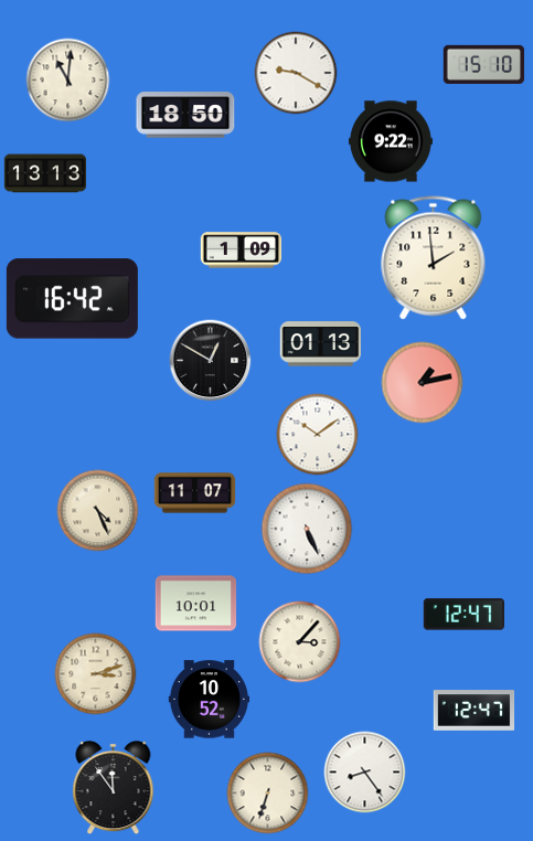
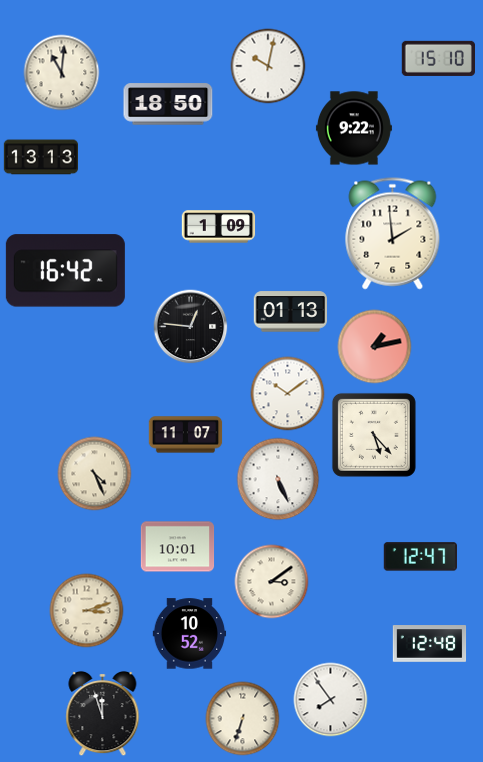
clock at (296, 73): 9:20 -> 10:02
clock at (211, 361): 12:50 -> 12:46
clock at (423, 383) position: (423, 383) -> (375, 347)
clock at (374, 435): none -> 5:23
clock at (195, 493) position: (195, 493) -> (186, 435)
clock at (98, 511) position: (98, 511) -> (95, 474)
clock at (300, 642): 3:07 -> 3:09
clock at (475, 711): 12:47 -> 12:48
clock at (365, 773): 8:24 -> 7:54
clock at (114, 788): 11:54 -> 11:57
